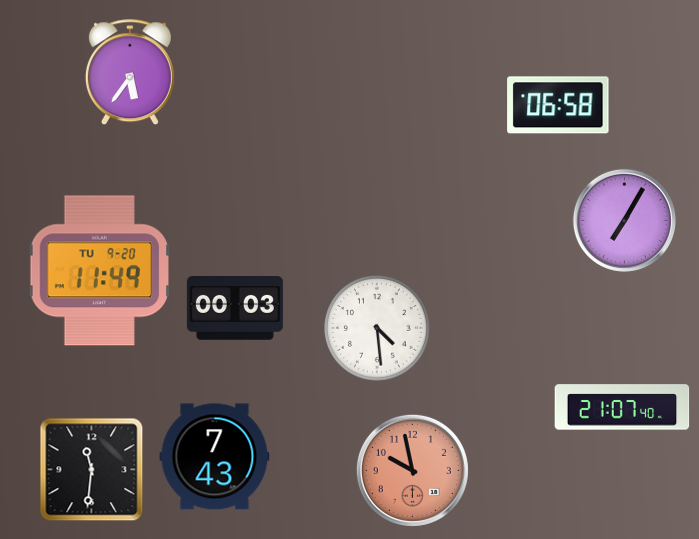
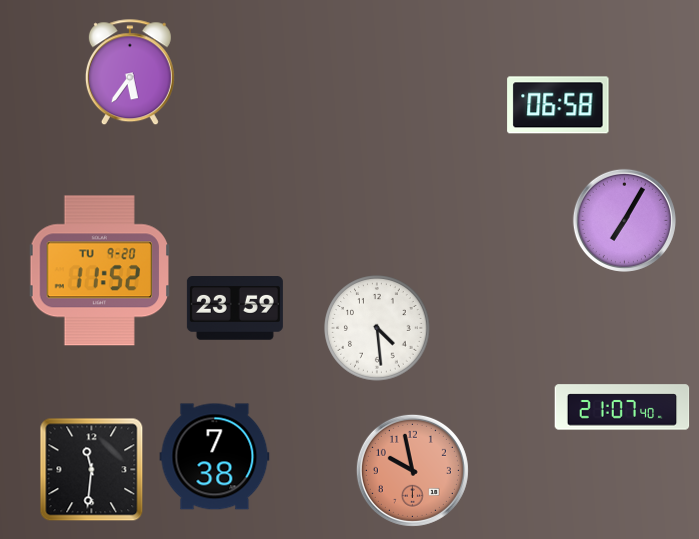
clock at (100, 271): 11:49 -> 11:52
clock at (235, 309): 00:03 -> 23:59
clock at (215, 457): 7:43 -> 7:38
